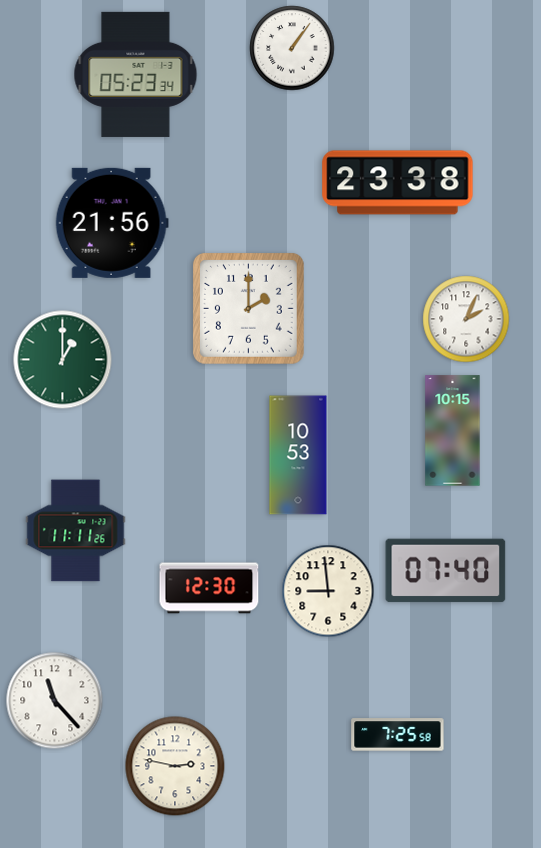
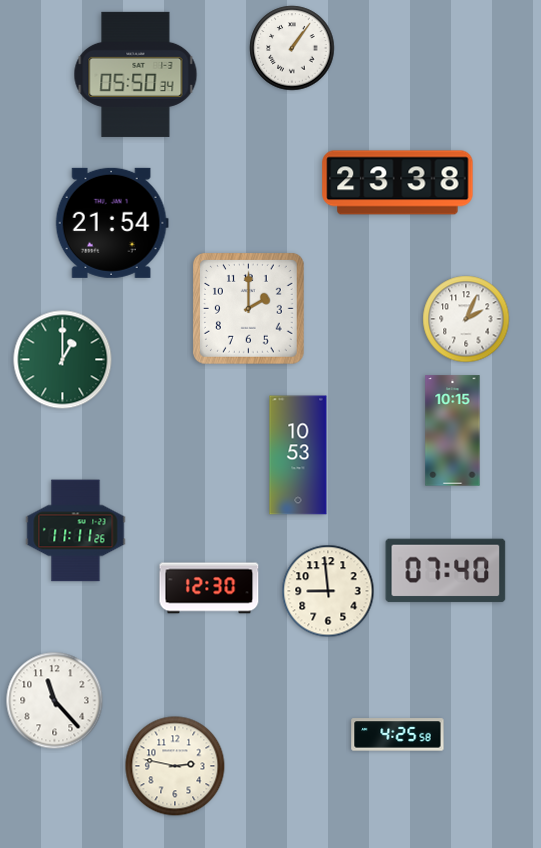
clock at (136, 74): 05:23 -> 05:50
clock at (112, 223): 21:56 -> 21:54
clock at (398, 735): 7:25 -> 4:25
